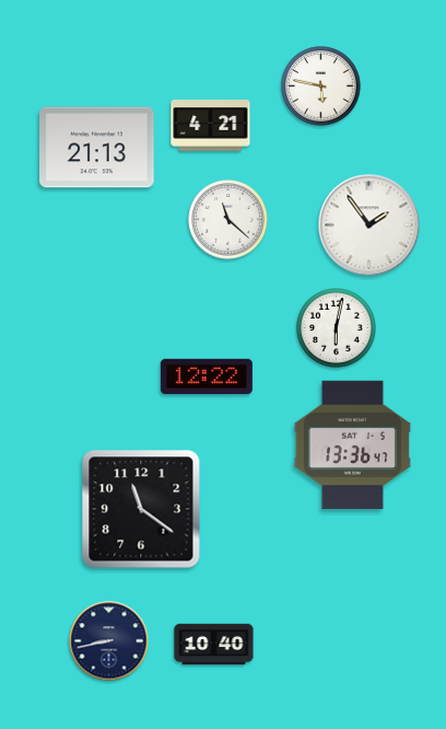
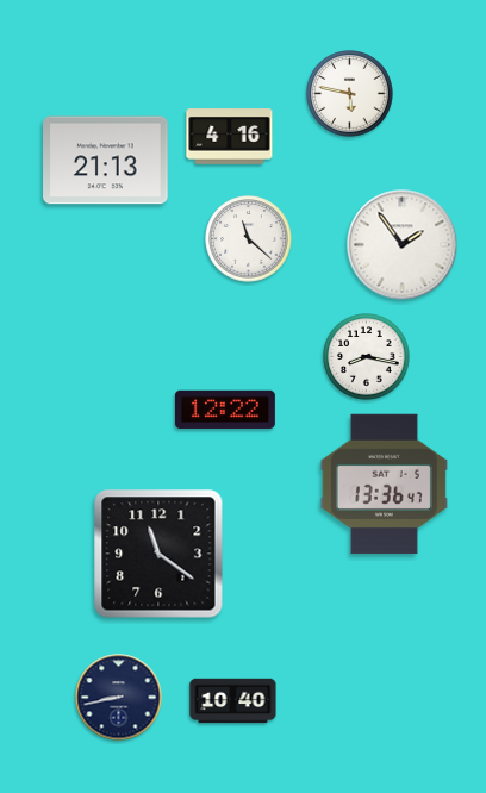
clock at (211, 126): 4:21 -> 4:16
clock at (337, 328): 6:02 -> 8:17
clock at (141, 509) position: (141, 509) -> (158, 554)
